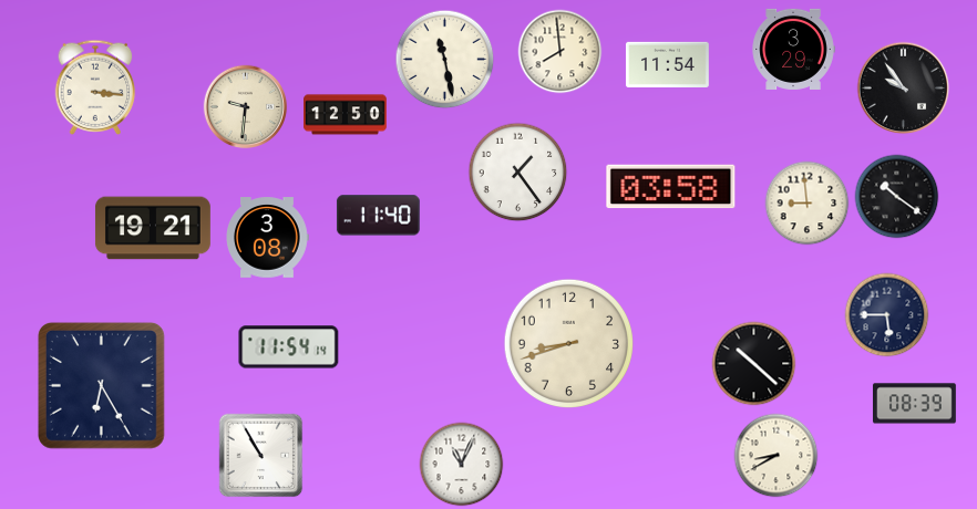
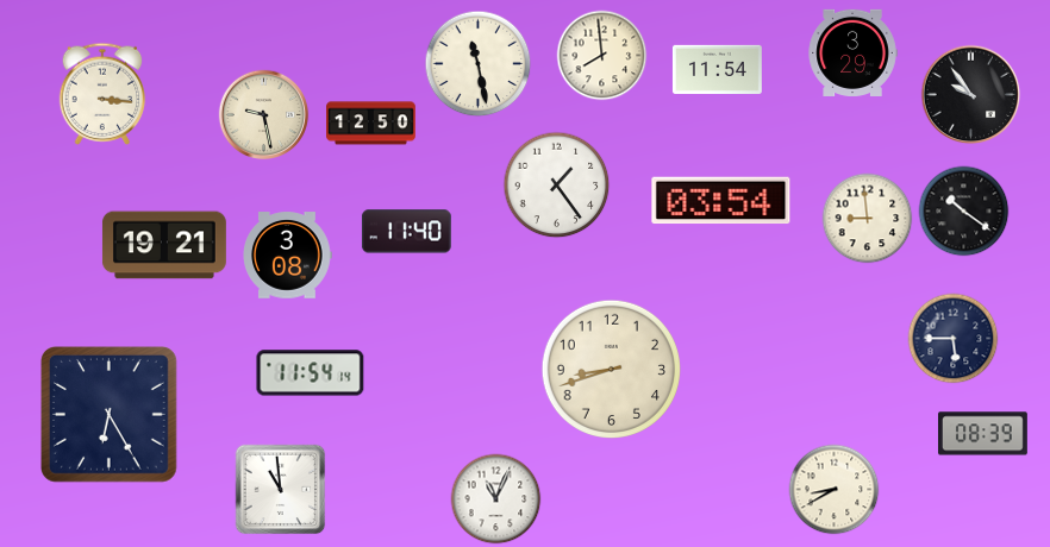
clock at (246, 107): 9:31 -> 9:28
clock at (671, 187): 03:58 -> 03:54
clock at (754, 364): 10:22 -> none
clock at (261, 456): 10:55 -> 10:59
